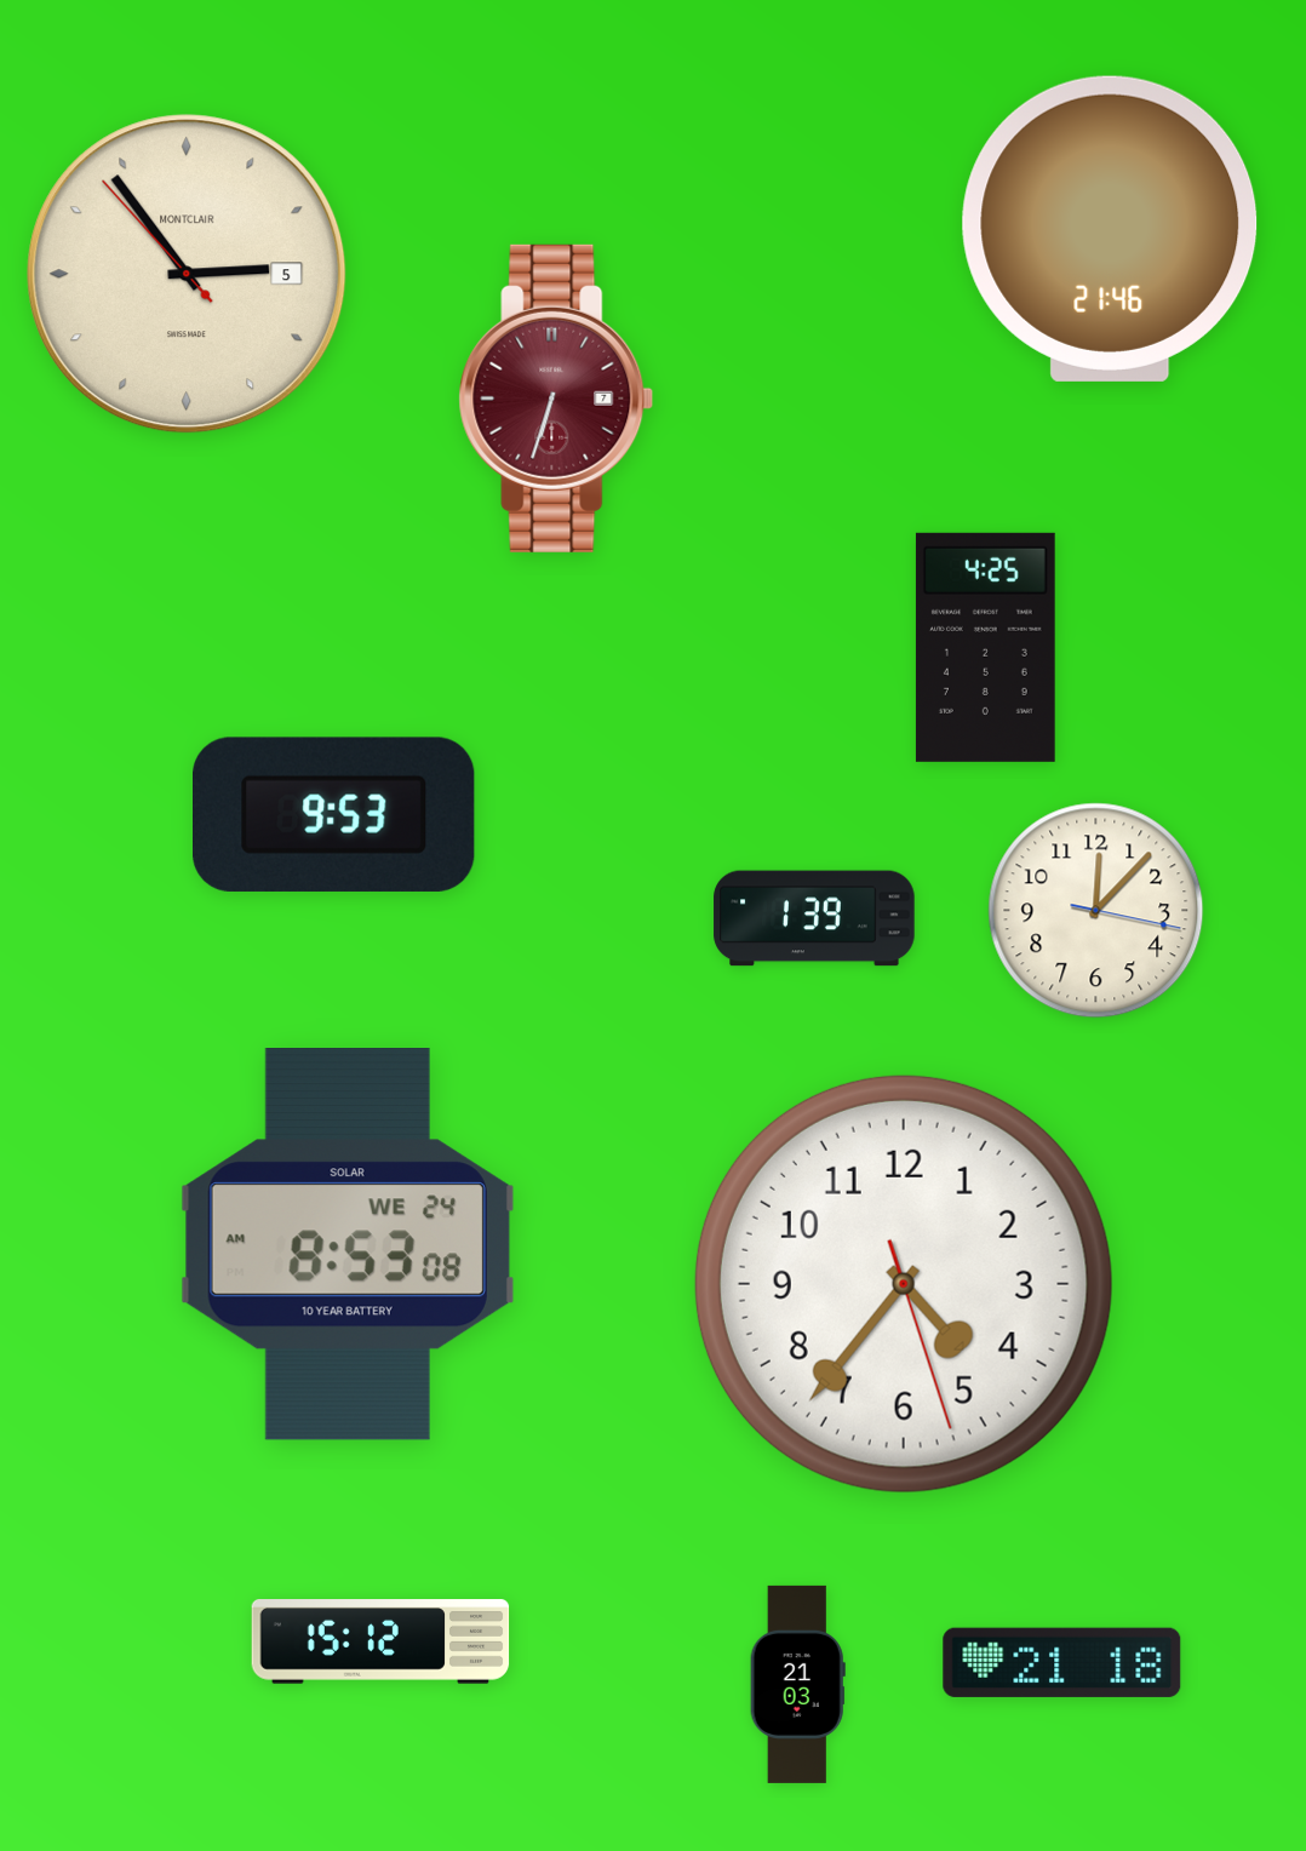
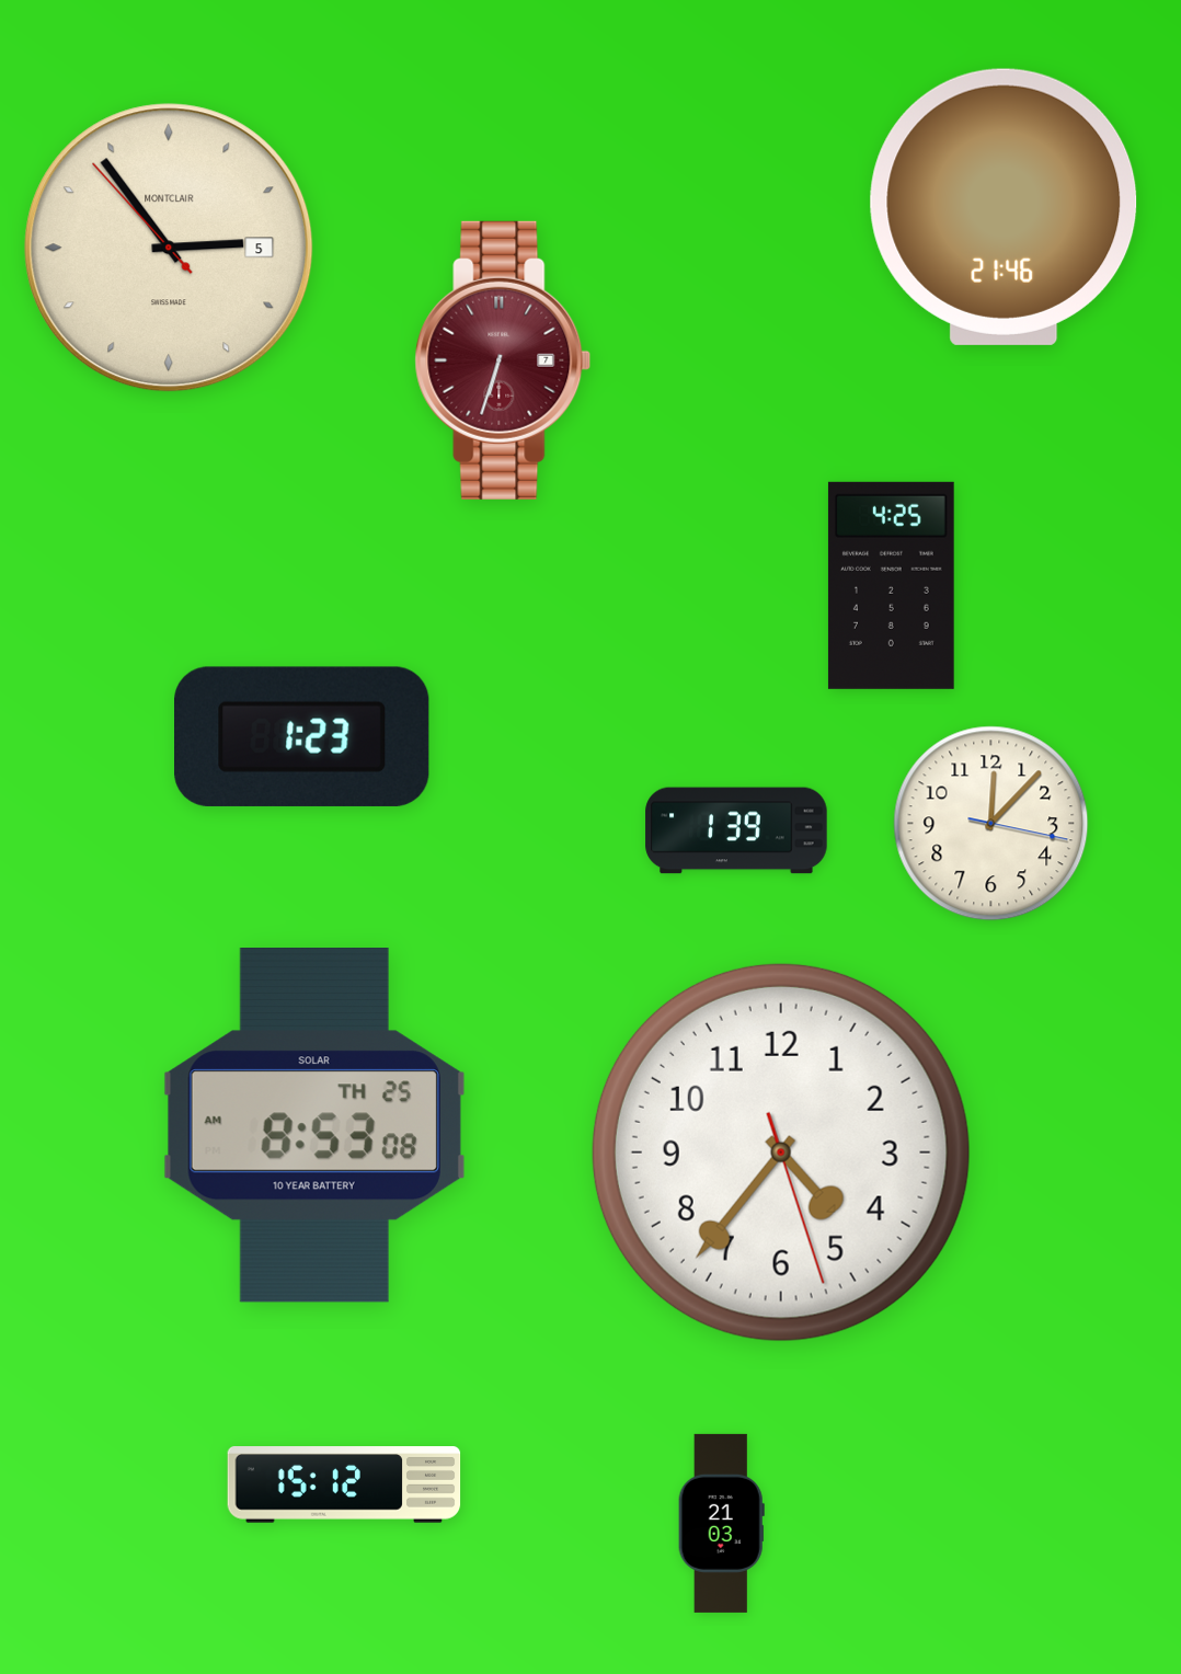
clock at (334, 814): 9:53 -> 1:23
clock at (348, 1245) date: WE 24 -> TH 25
clock at (904, 1284) position: (904, 1284) -> (781, 1153)
clock at (1062, 1662): 21:18 -> none
